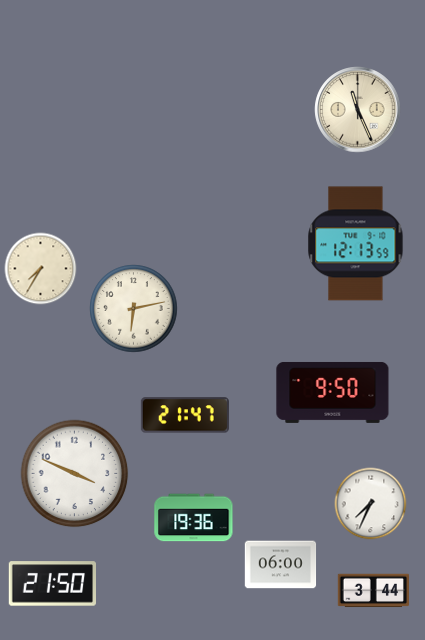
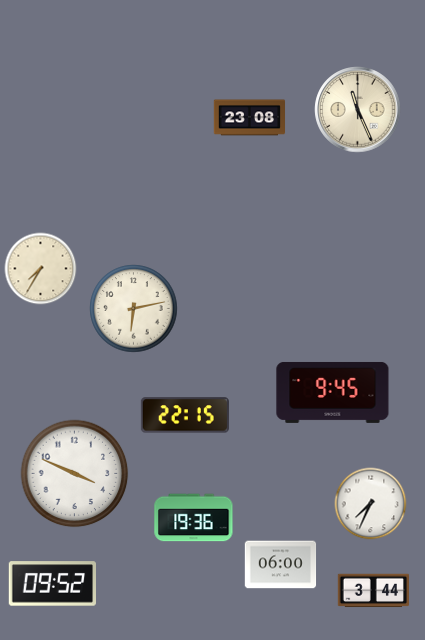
clock at (250, 118): none -> 23:08
clock at (356, 244): 12:13 -> none
clock at (333, 392): 9:50 -> 9:45
clock at (185, 415): 21:47 -> 22:15
clock at (52, 584): 21:50 -> 09:52
